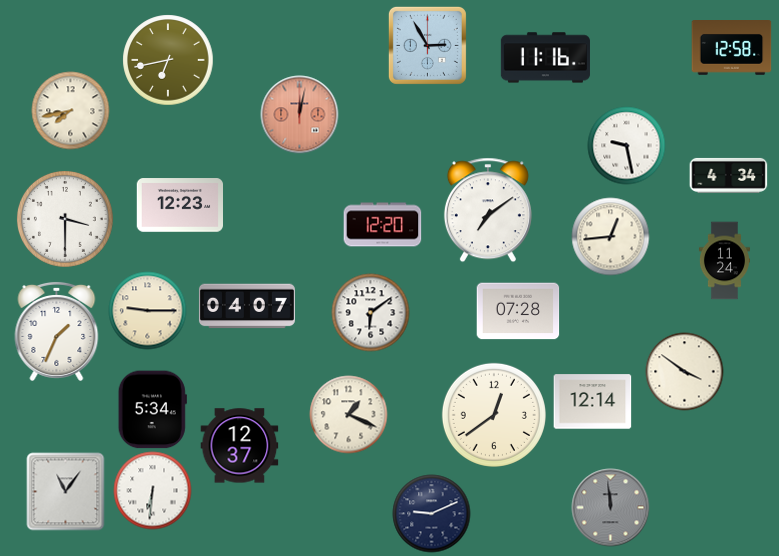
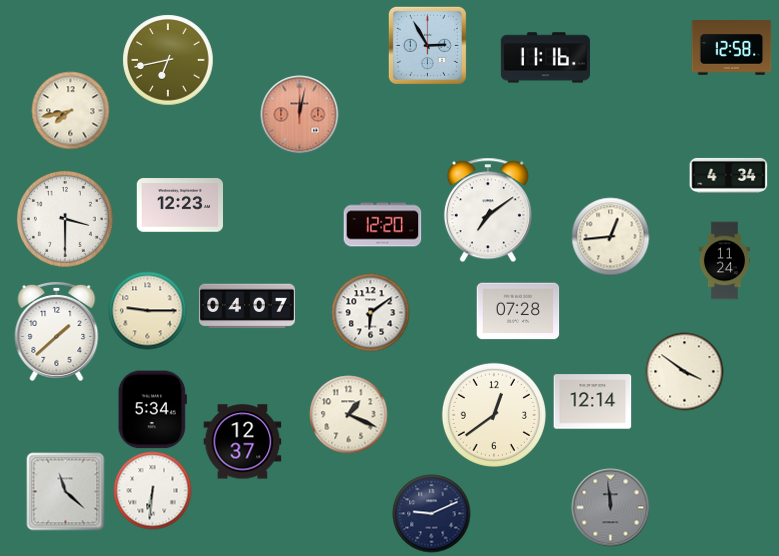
clock at (626, 145): 9:28 -> none
clock at (57, 331): 1:34 -> 1:38
clock at (239, 446) position: (239, 446) -> (242, 442)
clock at (65, 491): 11:06 -> 11:22
